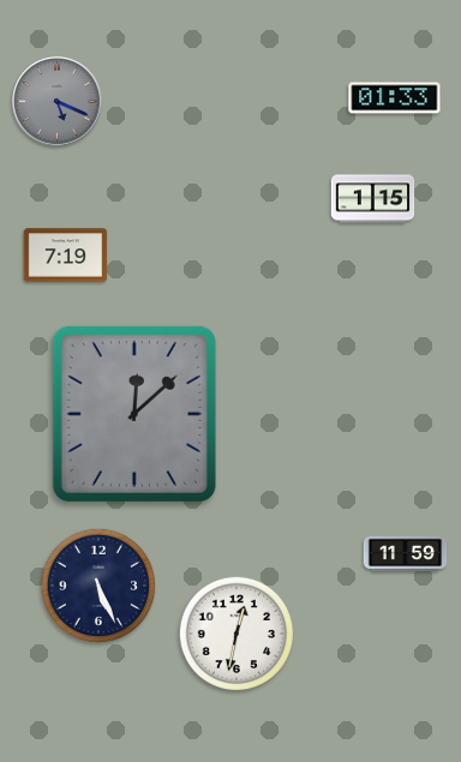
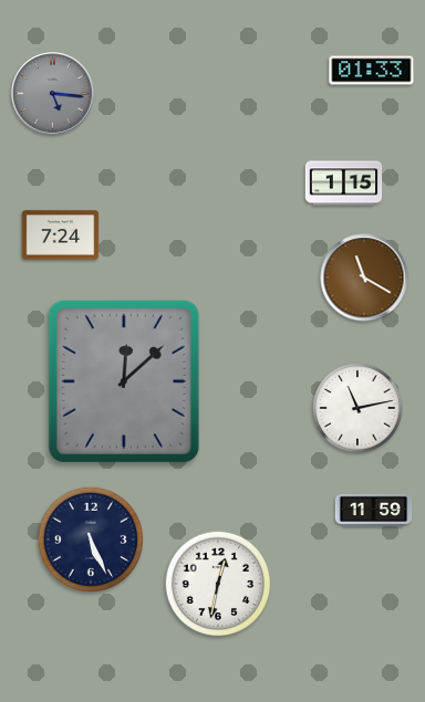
clock at (395, 98) position: (395, 98) -> (372, 71)
clock at (58, 102): 5:19 -> 5:16
clock at (66, 256): 7:19 -> 7:24
clock at (364, 277): none -> 11:20
clock at (357, 408): none -> 11:13
